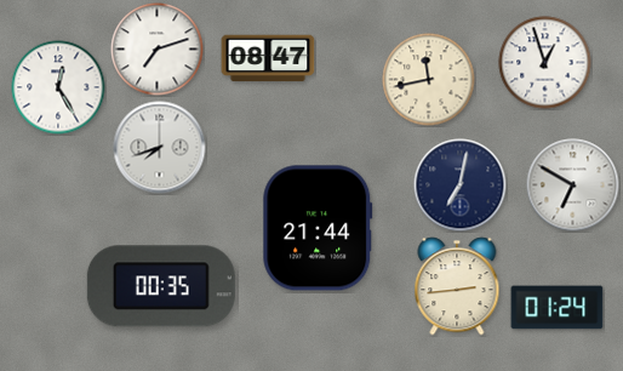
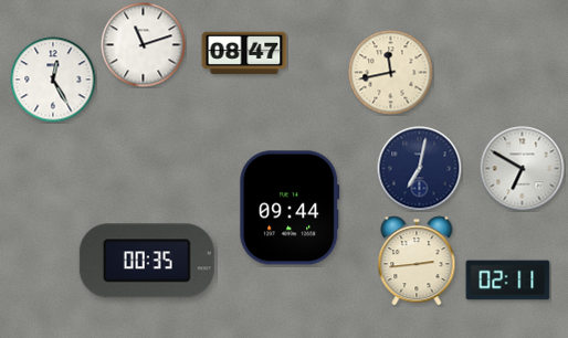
clock at (158, 50): 7:12 -> 11:12
clock at (545, 63): 12:57 -> none
clock at (160, 148): 7:42 -> none
clock at (318, 228): 21:44 -> 09:44
clock at (558, 308): 01:24 -> 02:11
